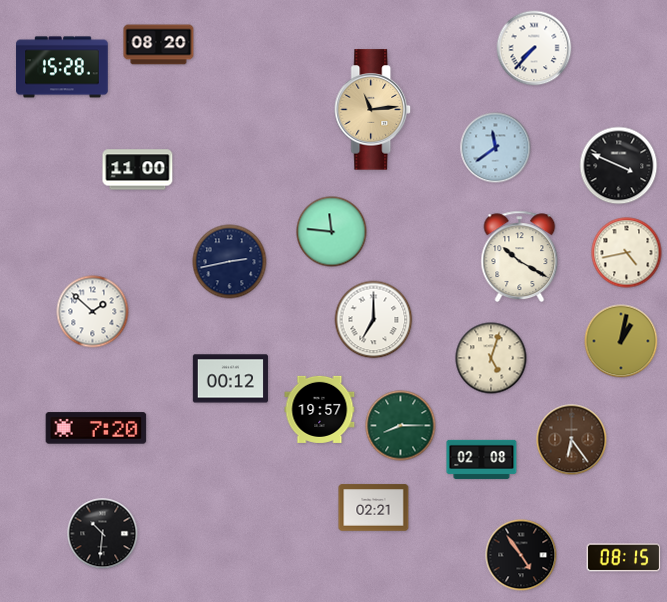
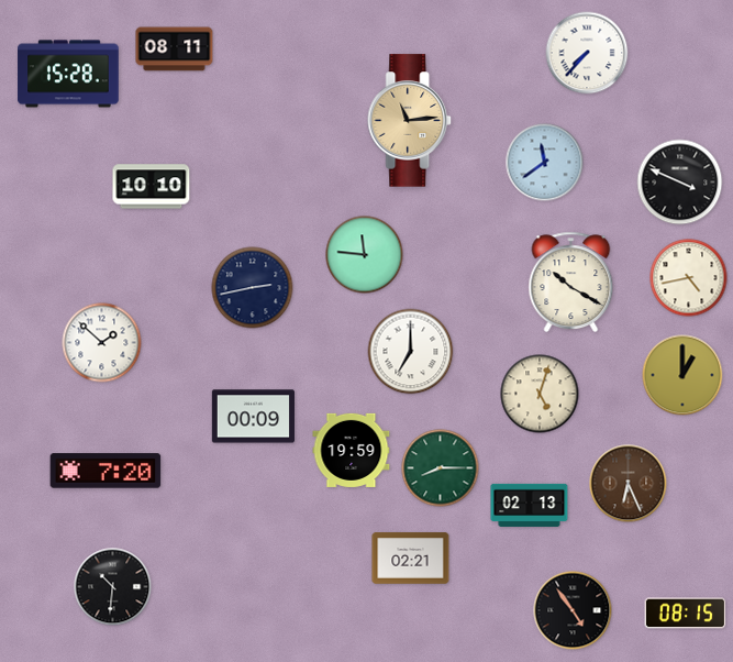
clock at (159, 45): 08:20 -> 08:11
clock at (138, 170): 11:00 -> 10:10
clock at (621, 341): 1:02 -> 1:00
clock at (230, 379): 00:12 -> 00:09
clock at (320, 409): 19:57 -> 19:59
clock at (572, 440): 6:24 -> 6:26
clock at (482, 459): 02:08 -> 02:13
